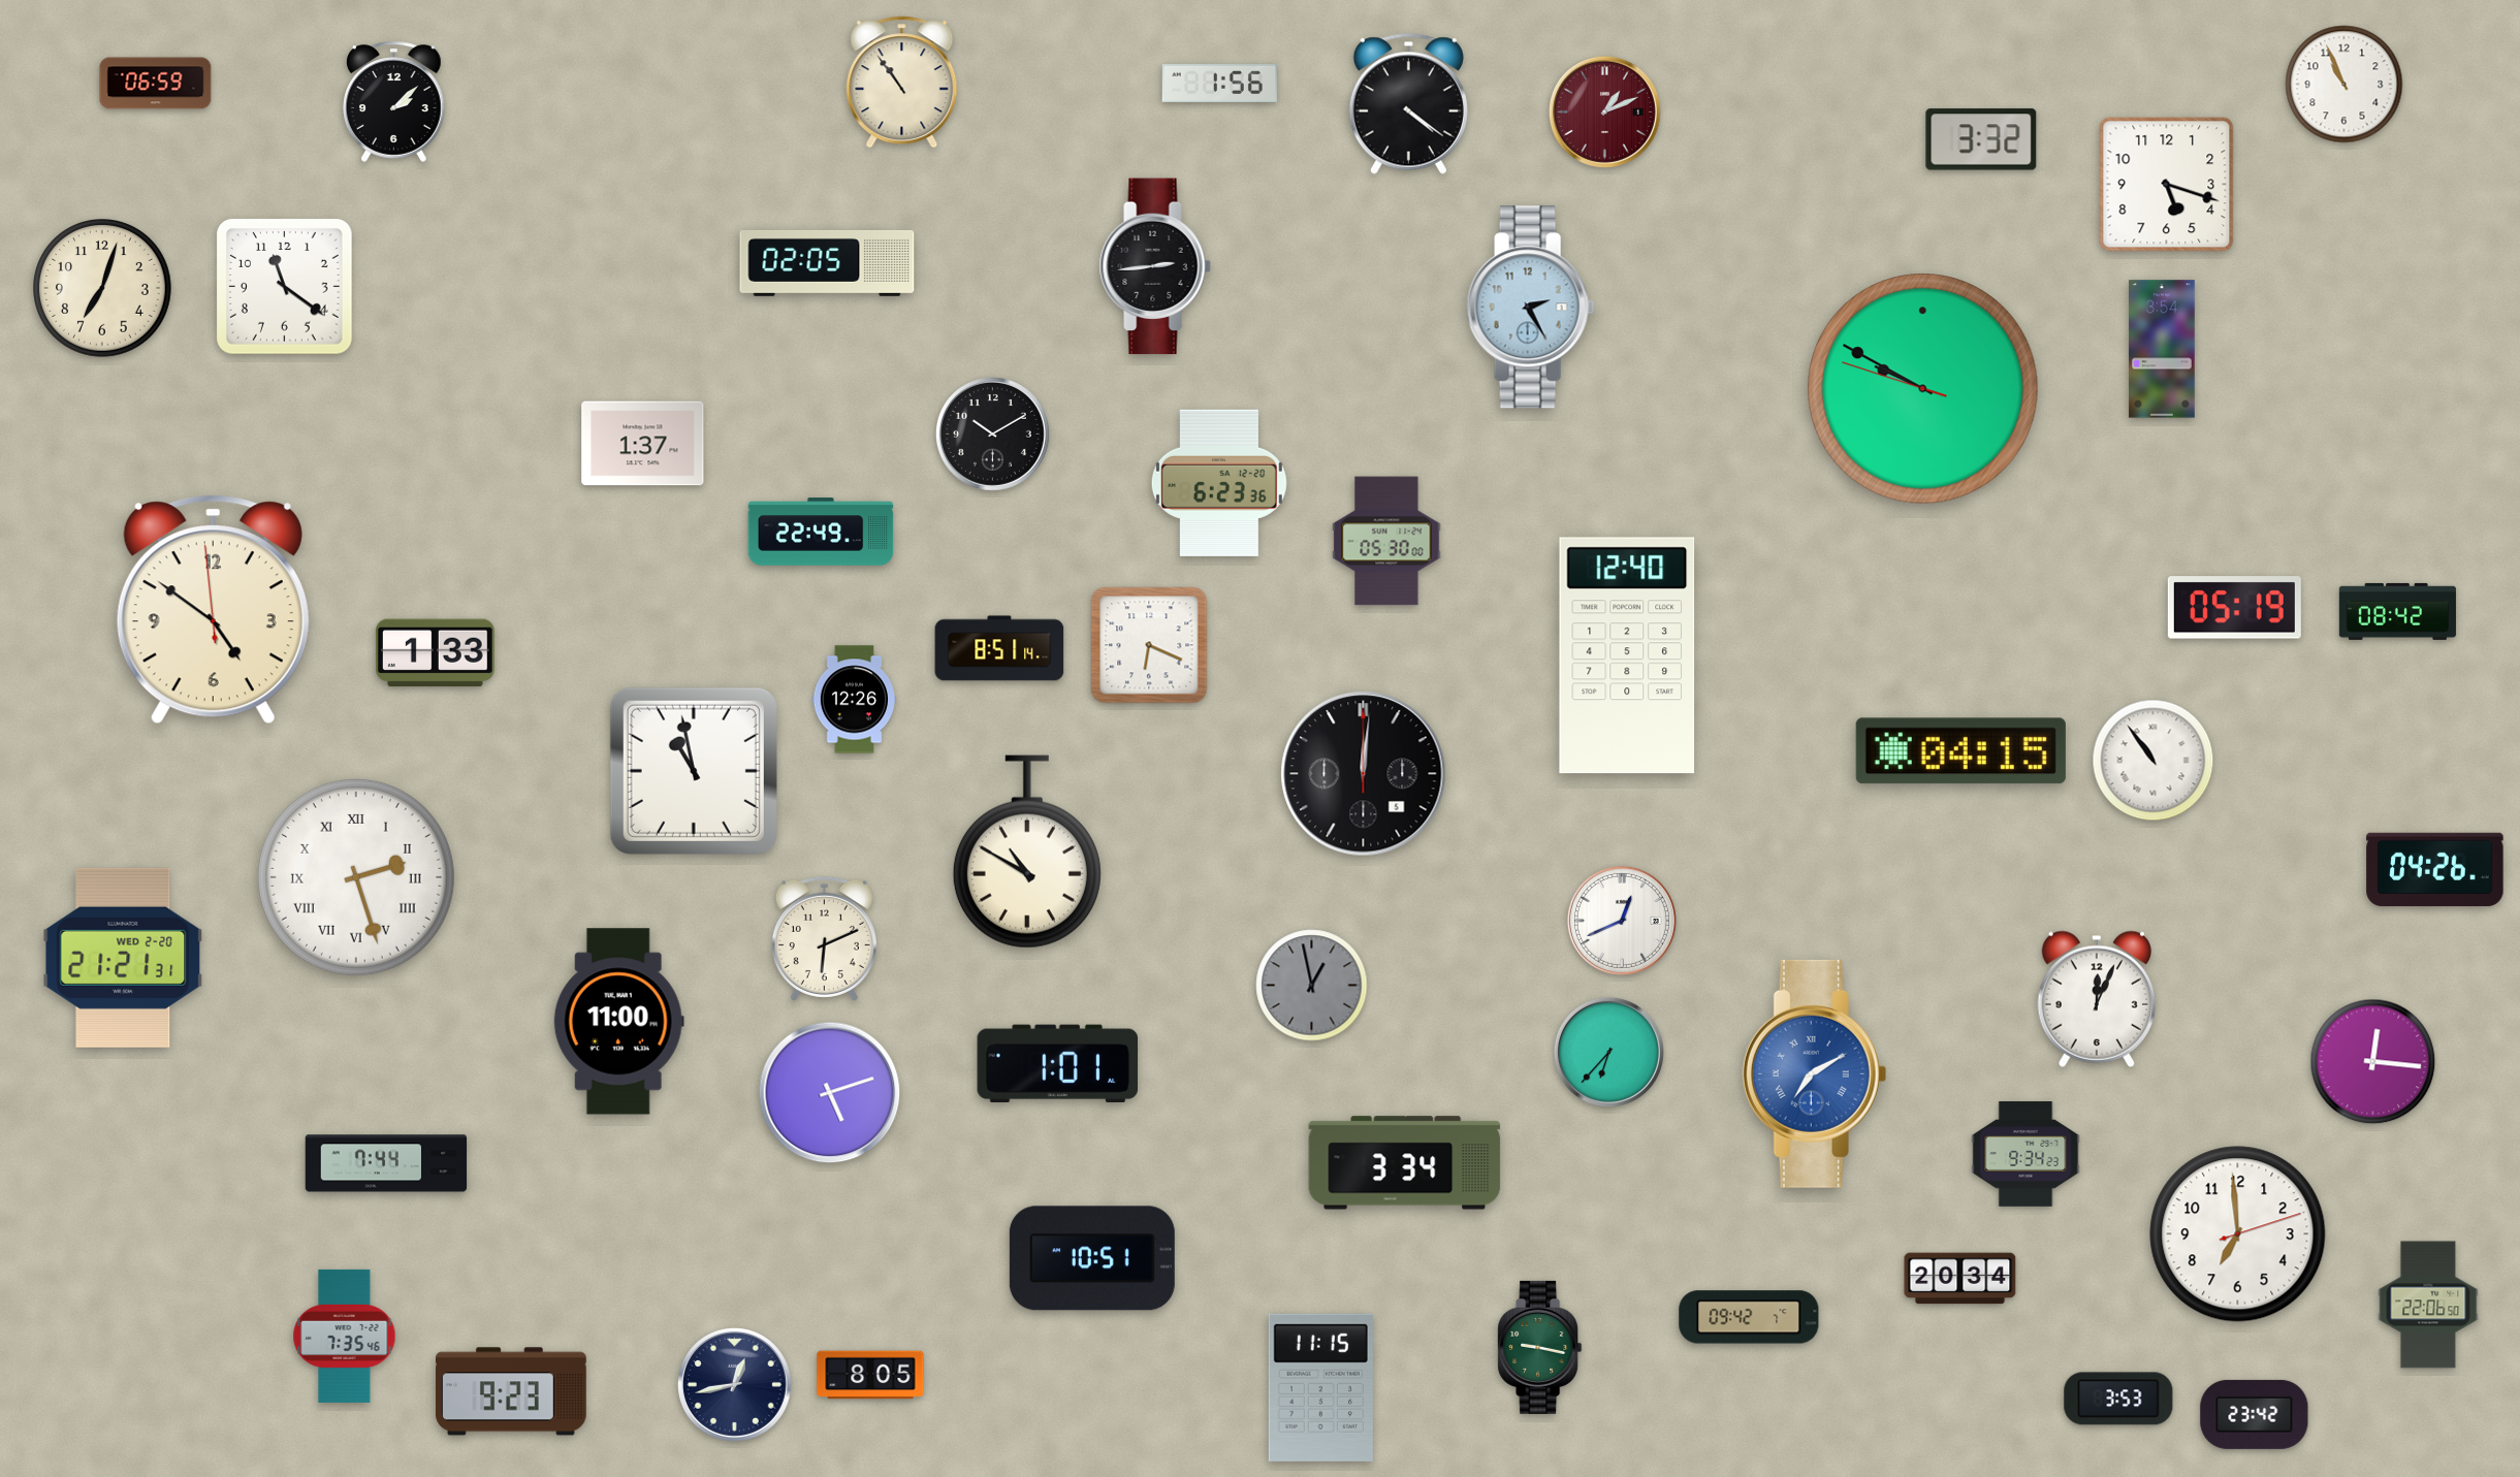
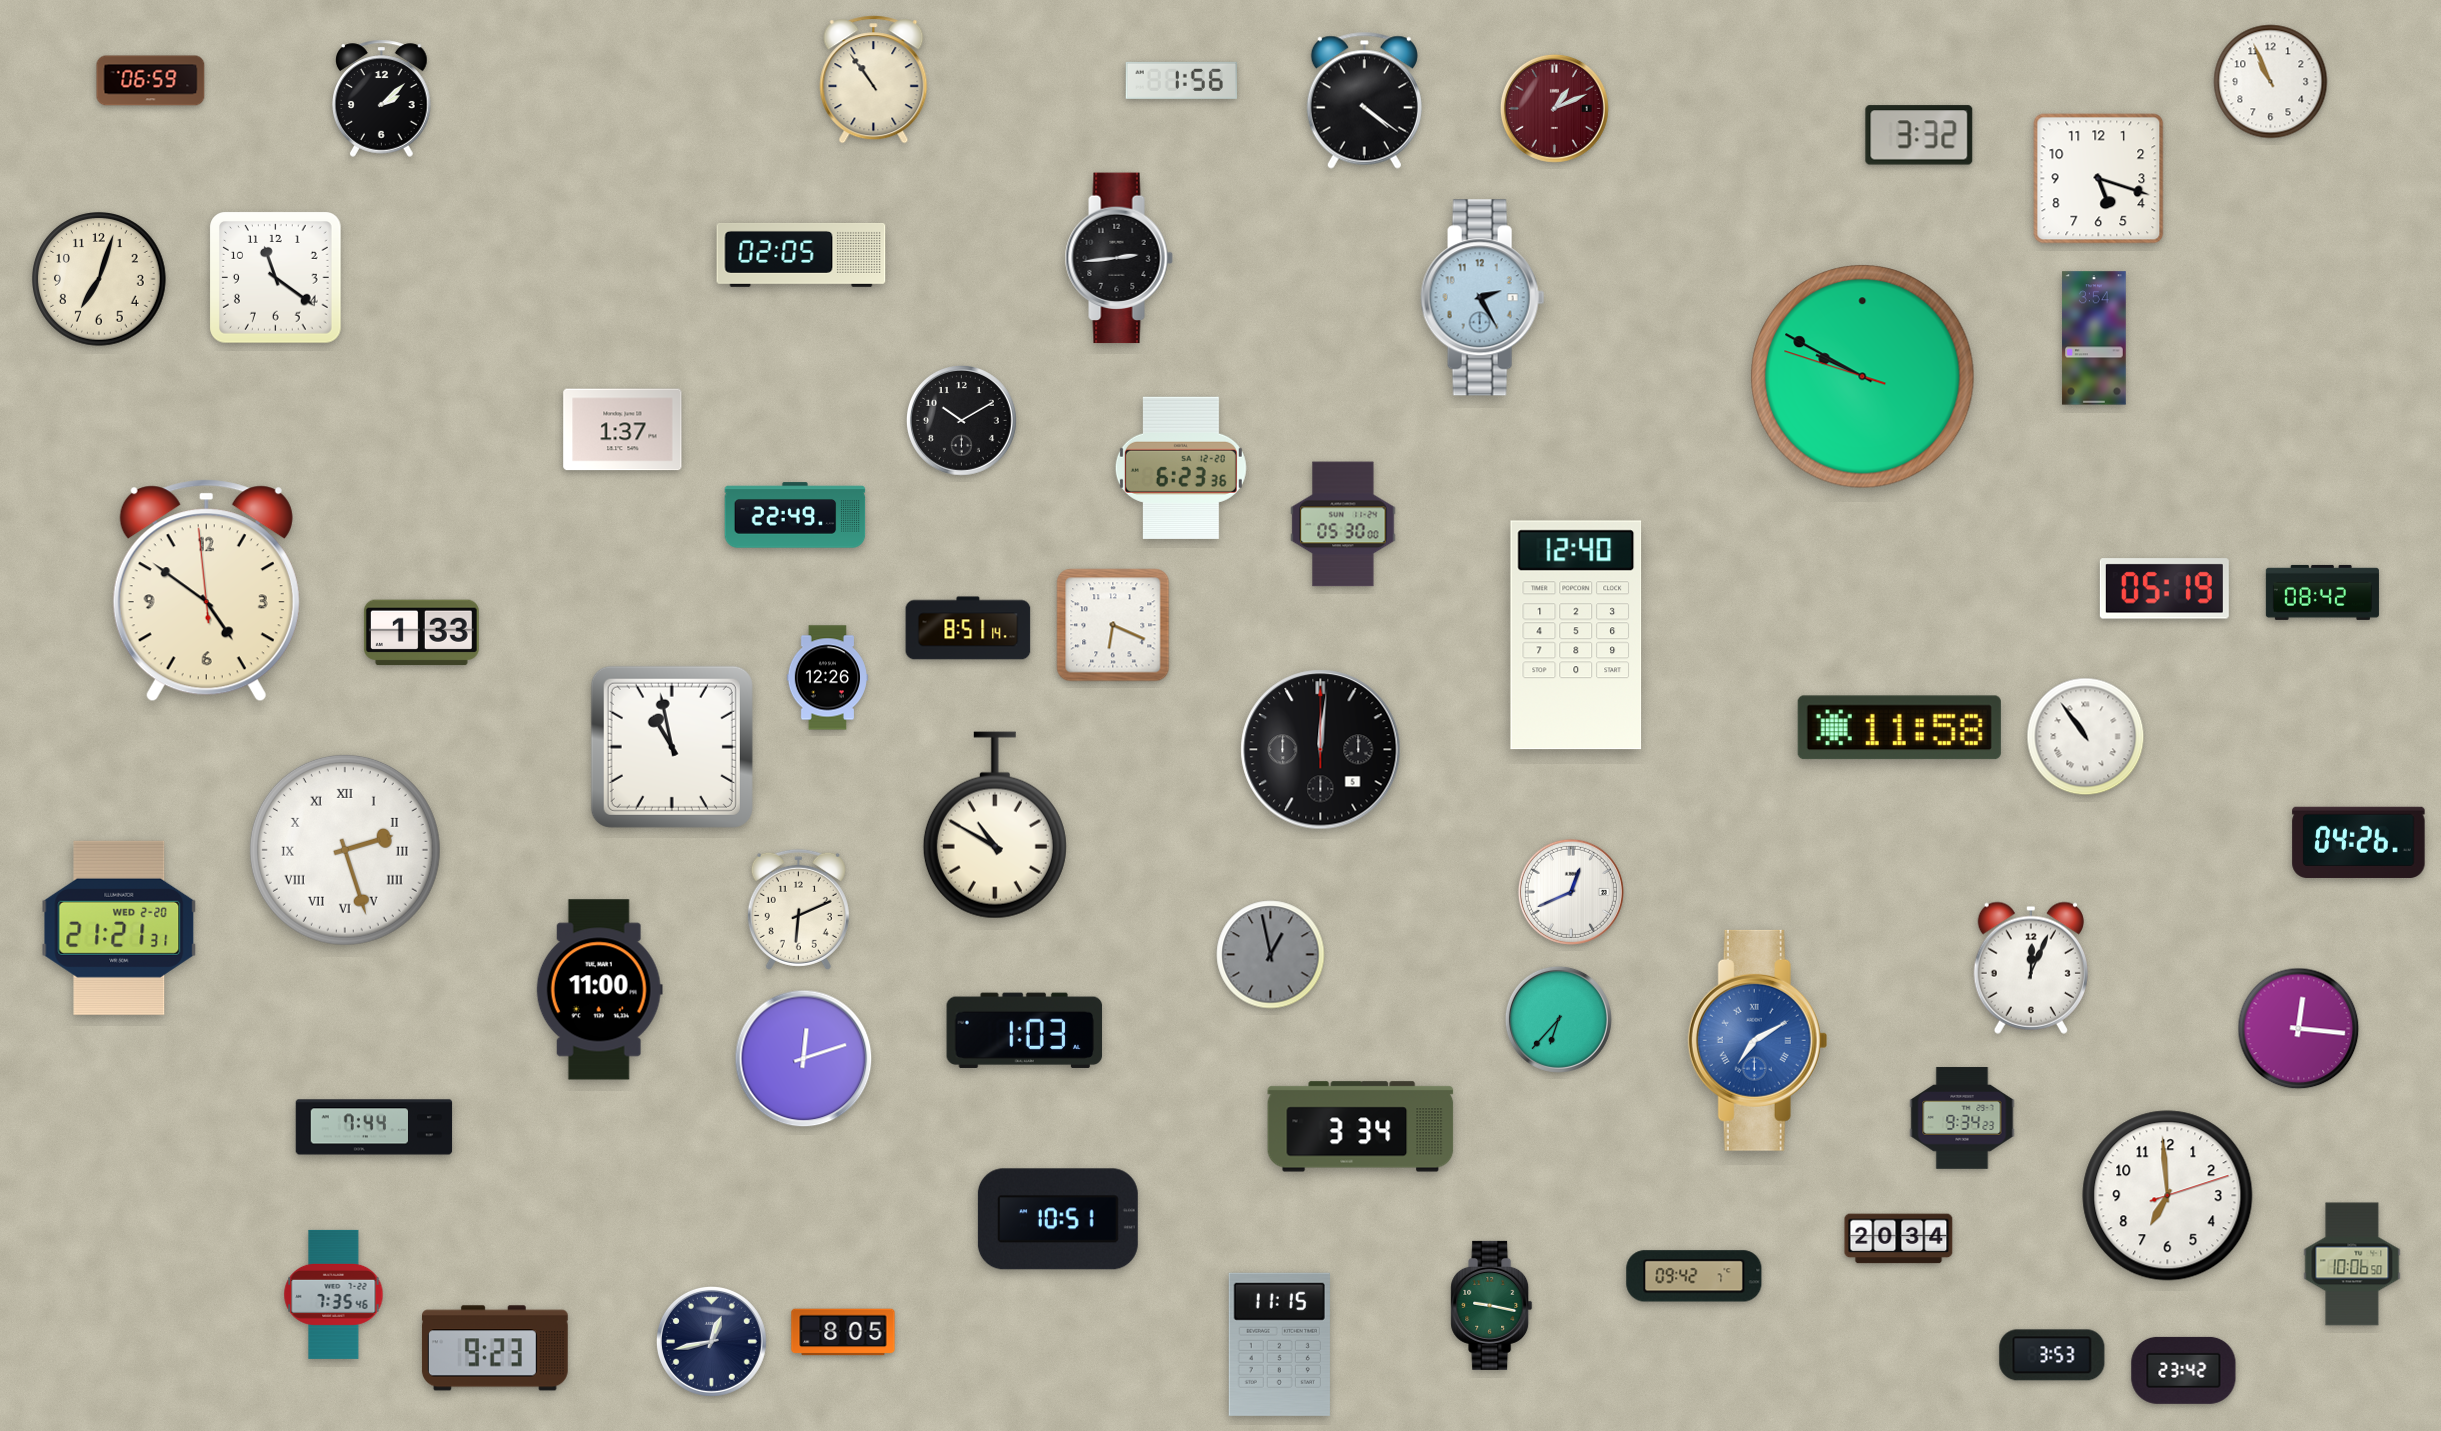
clock at (1960, 751): 04:15 -> 11:58
clock at (1058, 1063): 1:01 -> 1:03
clock at (830, 1093): 5:12 -> 12:12
clock at (2428, 1305): 22:06 -> 10:06
